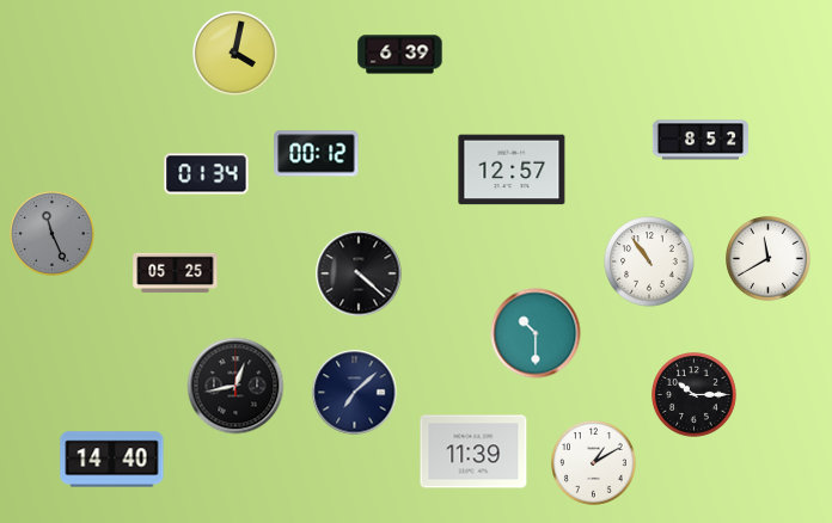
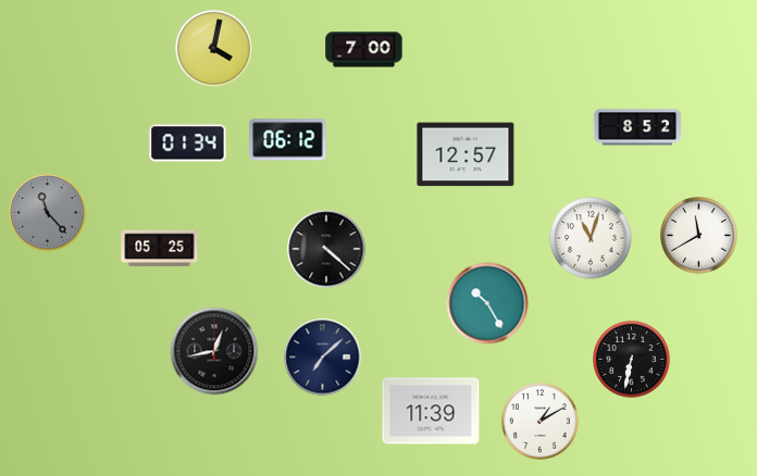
clock at (400, 55): 6:39 -> 7:00
clock at (317, 154): 00:12 -> 06:12
clock at (207, 174) position: (207, 174) -> (188, 143)
clock at (53, 234): 11:26 -> 11:23
clock at (649, 261): 10:54 -> 11:03
clock at (536, 333): 10:30 -> 10:25
clock at (695, 395): 10:15 -> 6:32
clock at (112, 460): 14:40 -> none
